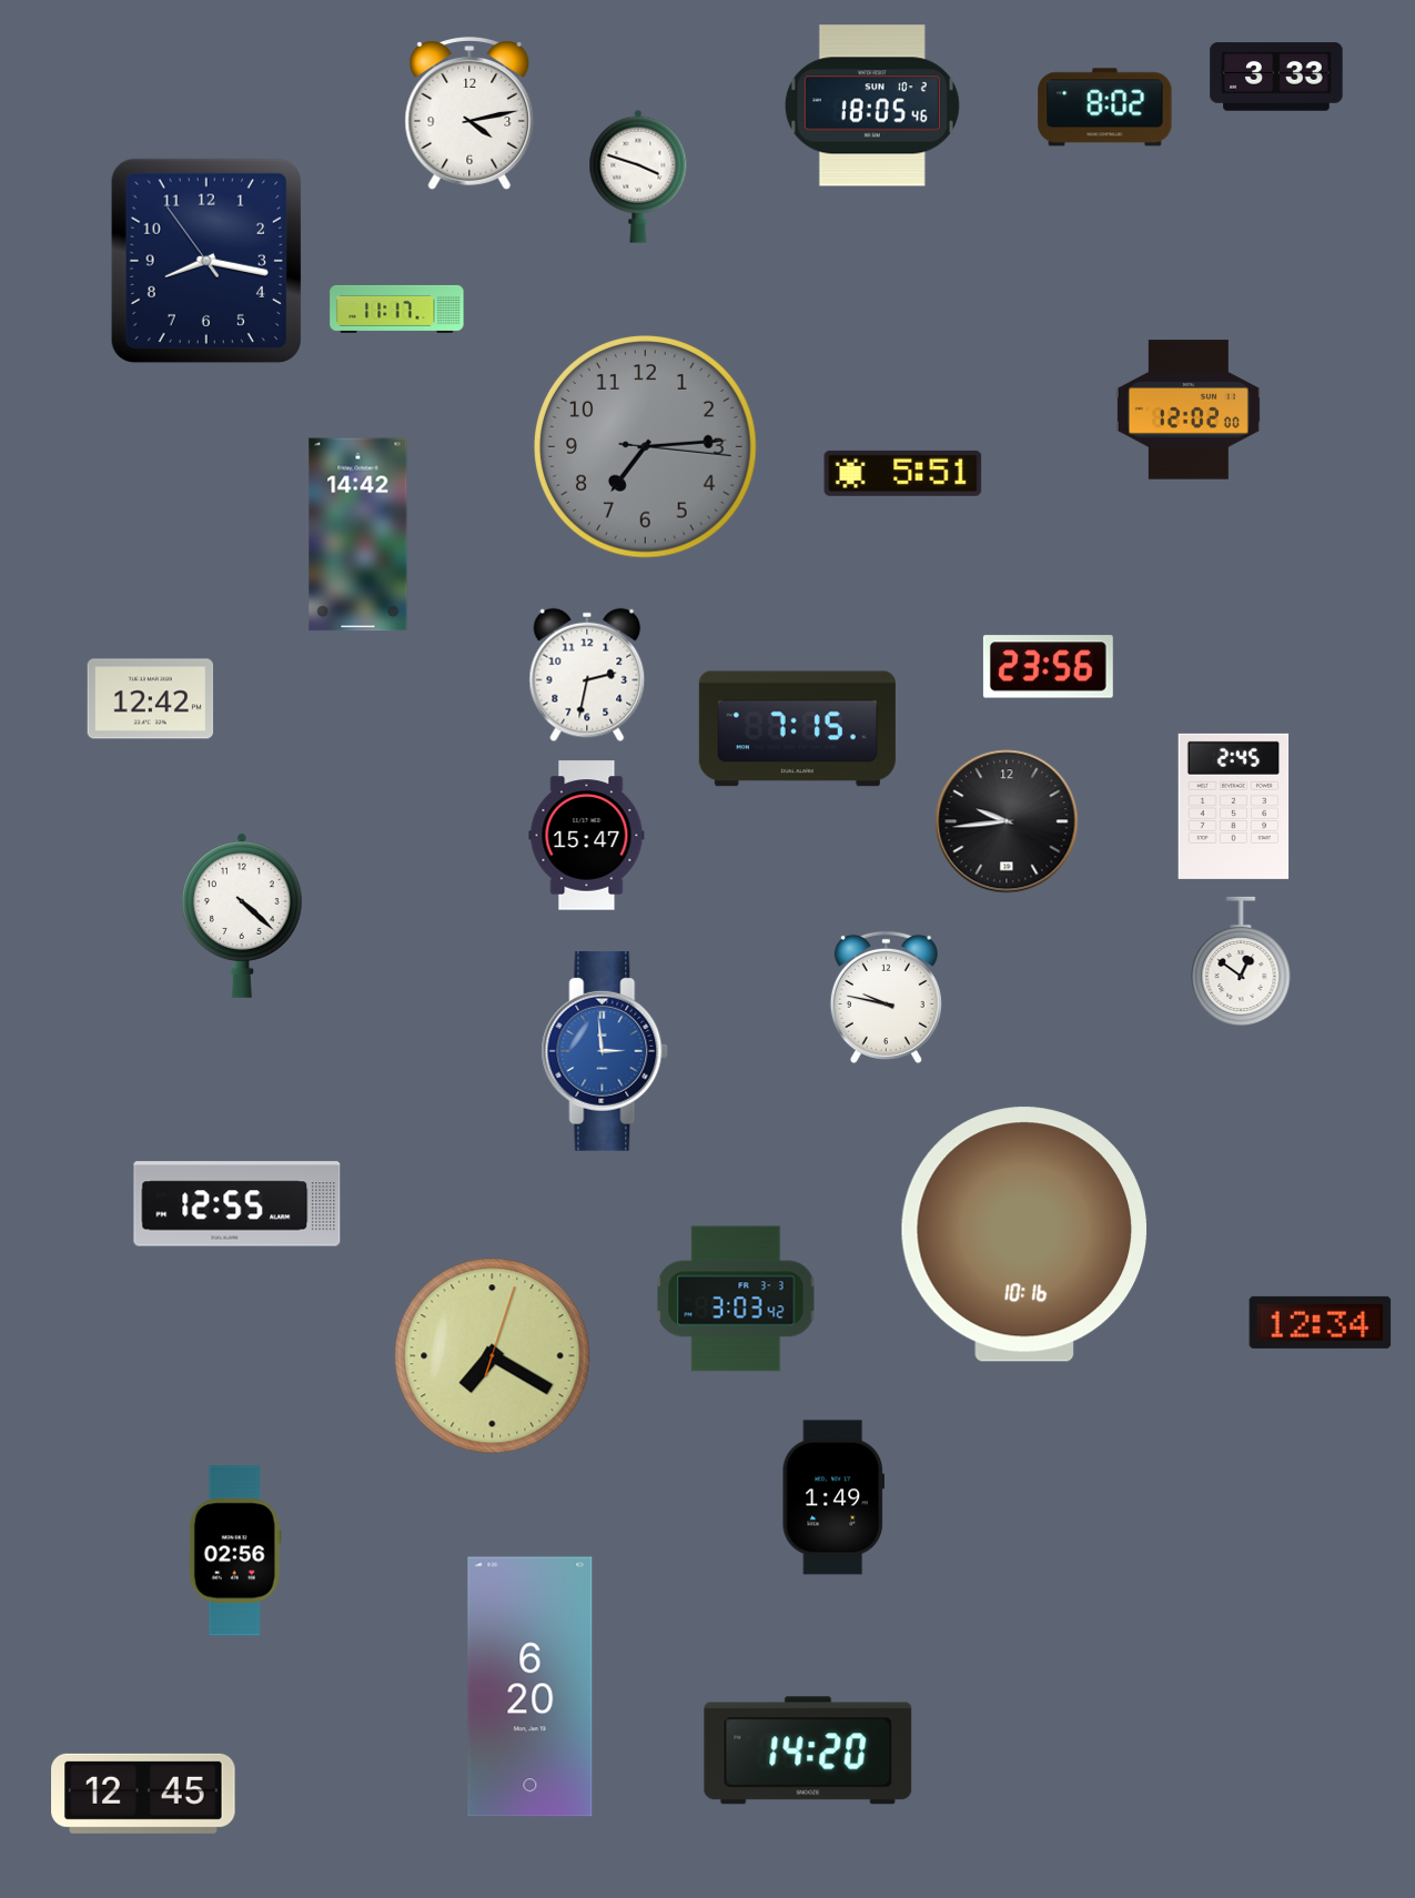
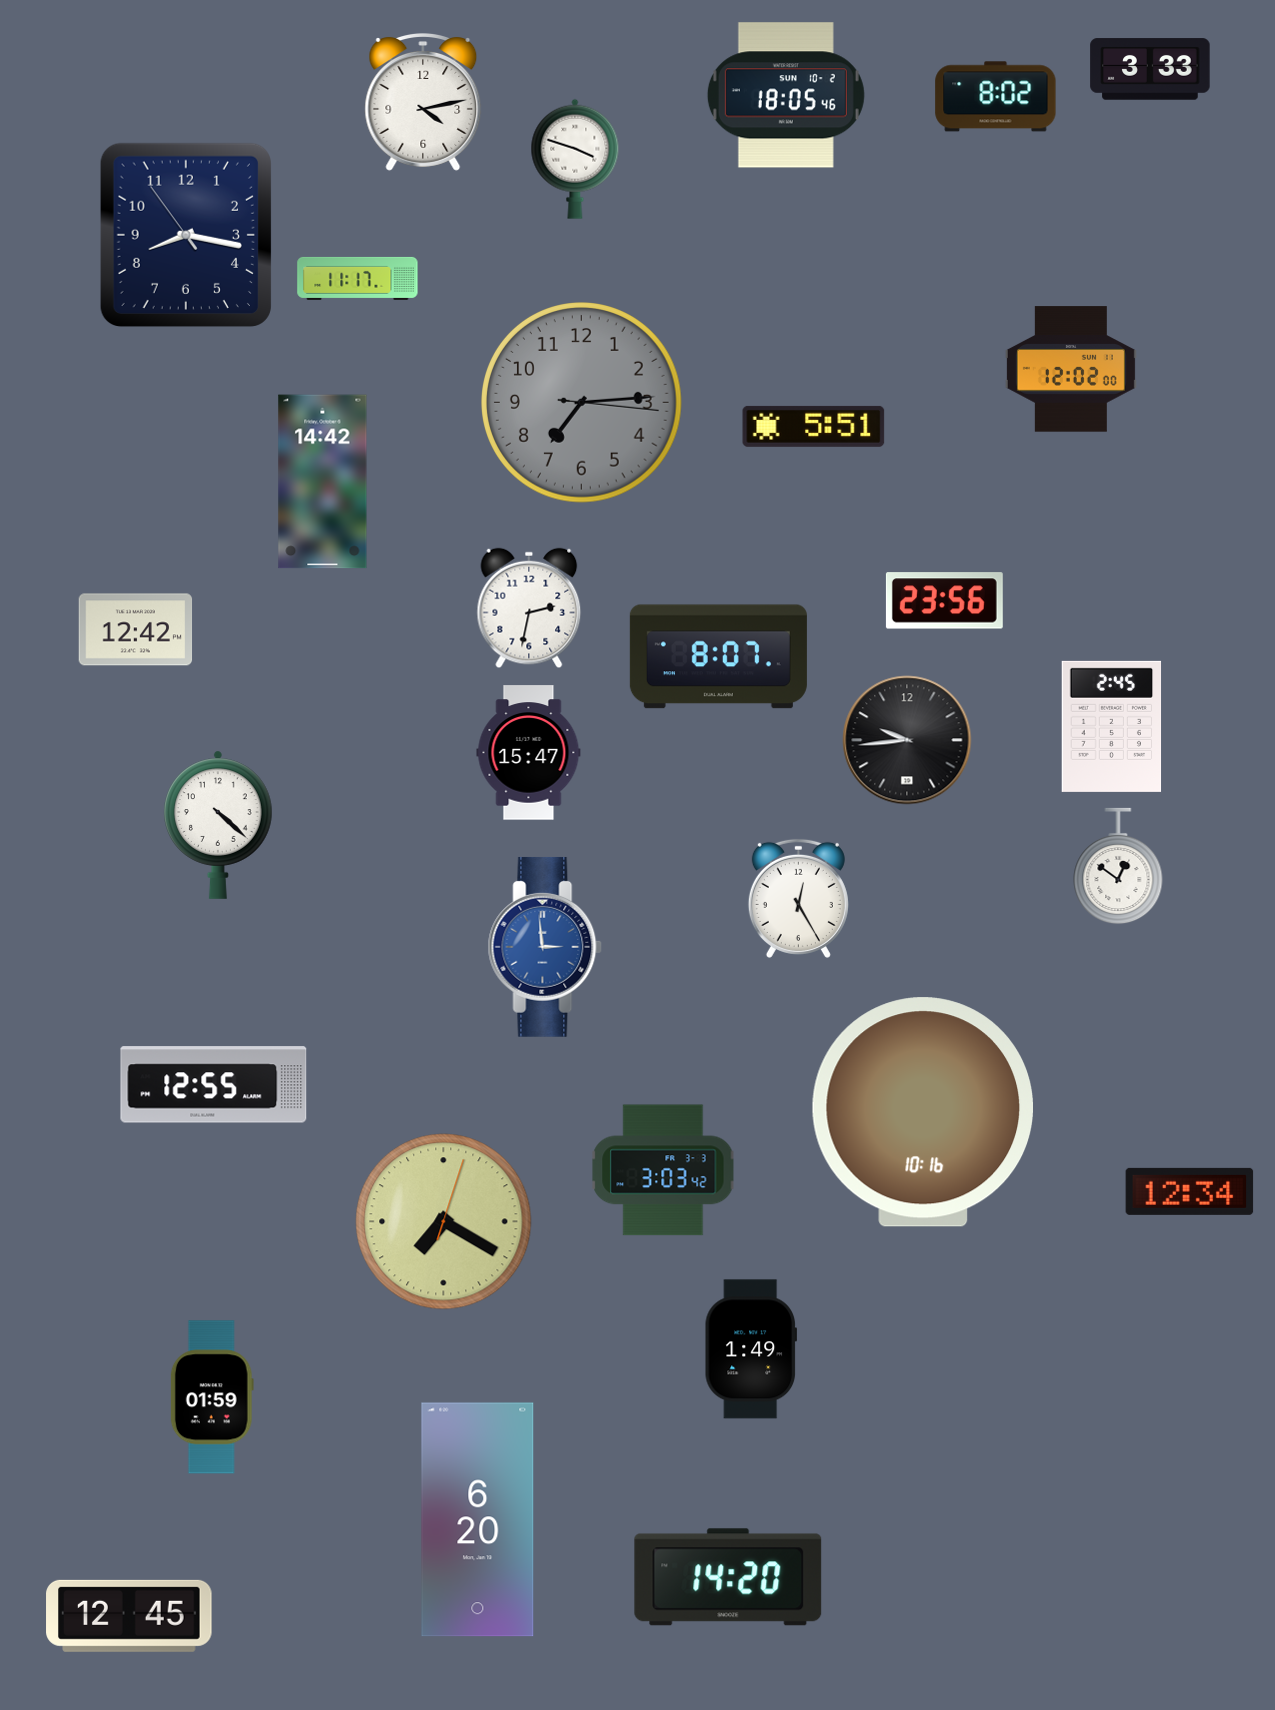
clock at (797, 729): 7:15 -> 8:07
clock at (886, 997): 9:47 -> 12:25
clock at (235, 1551): 02:56 -> 01:59
